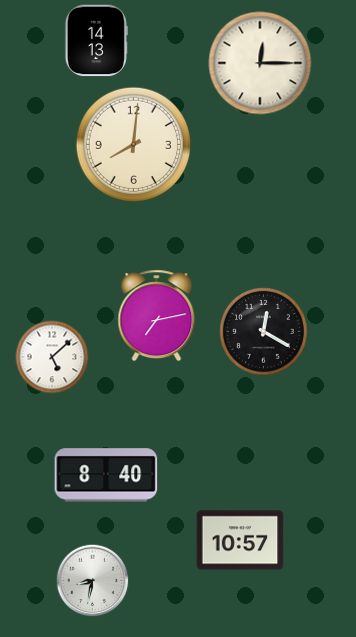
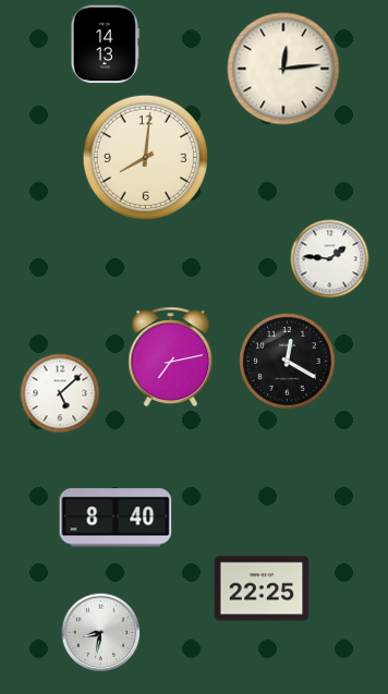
clock at (260, 63): 12:15 -> 12:14
clock at (330, 259): none -> 1:46
clock at (157, 316) position: (157, 316) -> (171, 357)
clock at (52, 357) position: (52, 357) -> (60, 393)
clock at (240, 540): 10:57 -> 22:25
